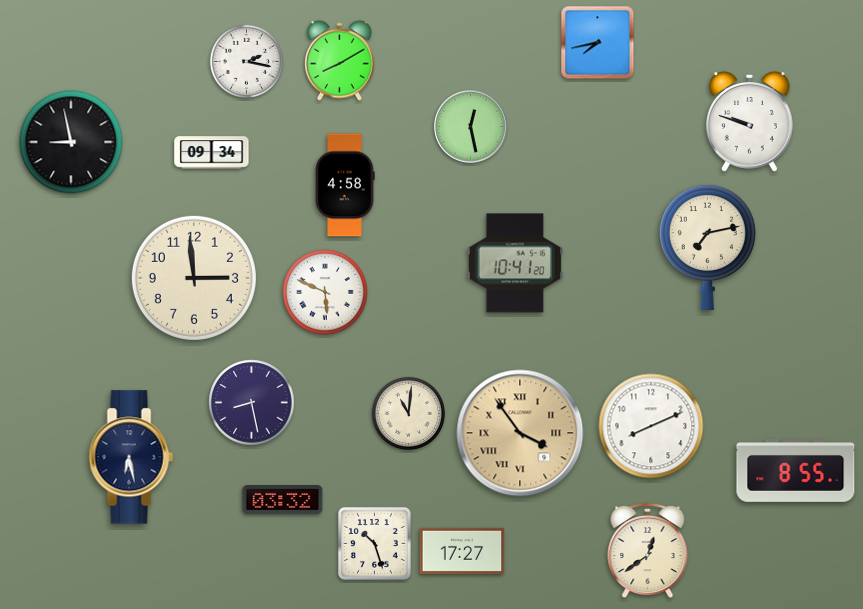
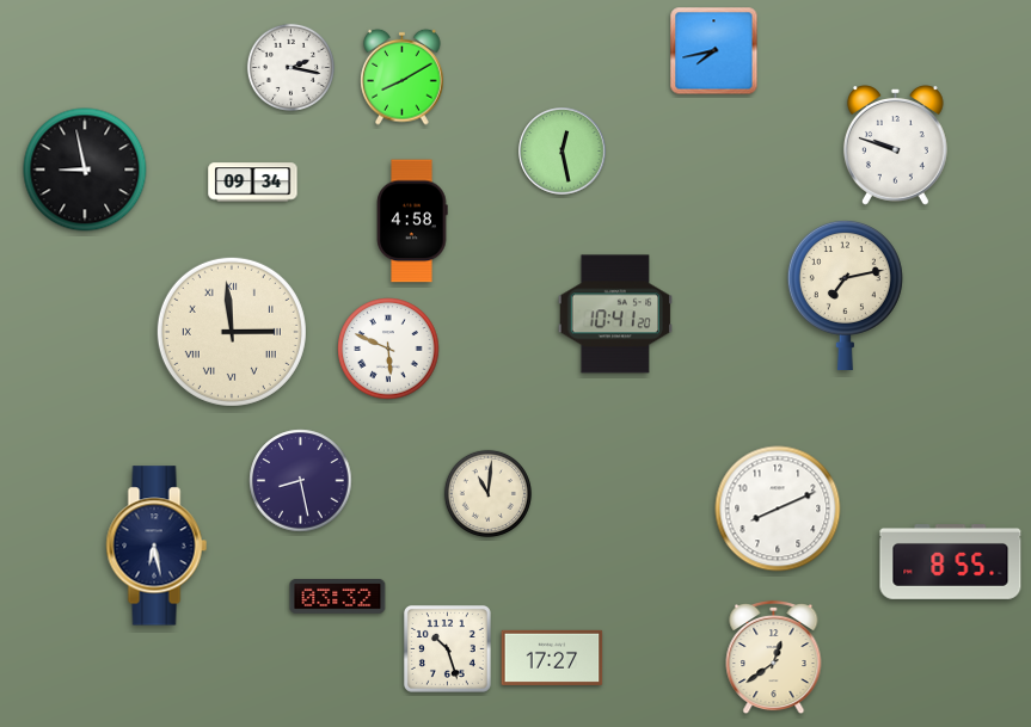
clock at (340, 60) position: (340, 60) -> (403, 76)
clock at (246, 61) position: (246, 61) -> (290, 67)
clock at (194, 278) numerals: Arabic -> Roman
clock at (520, 433): 3:54 -> none
